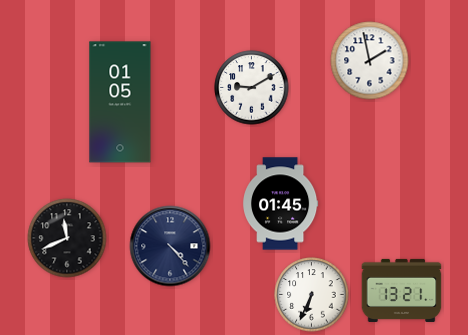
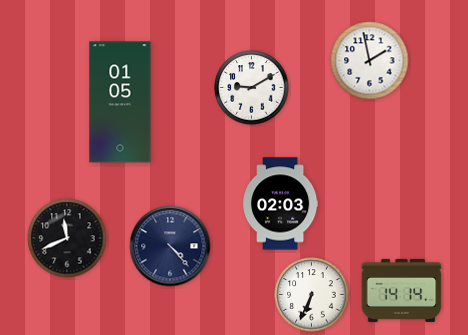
clock at (280, 204): 01:45 -> 02:03
clock at (402, 290): 13:21 -> 14:14
